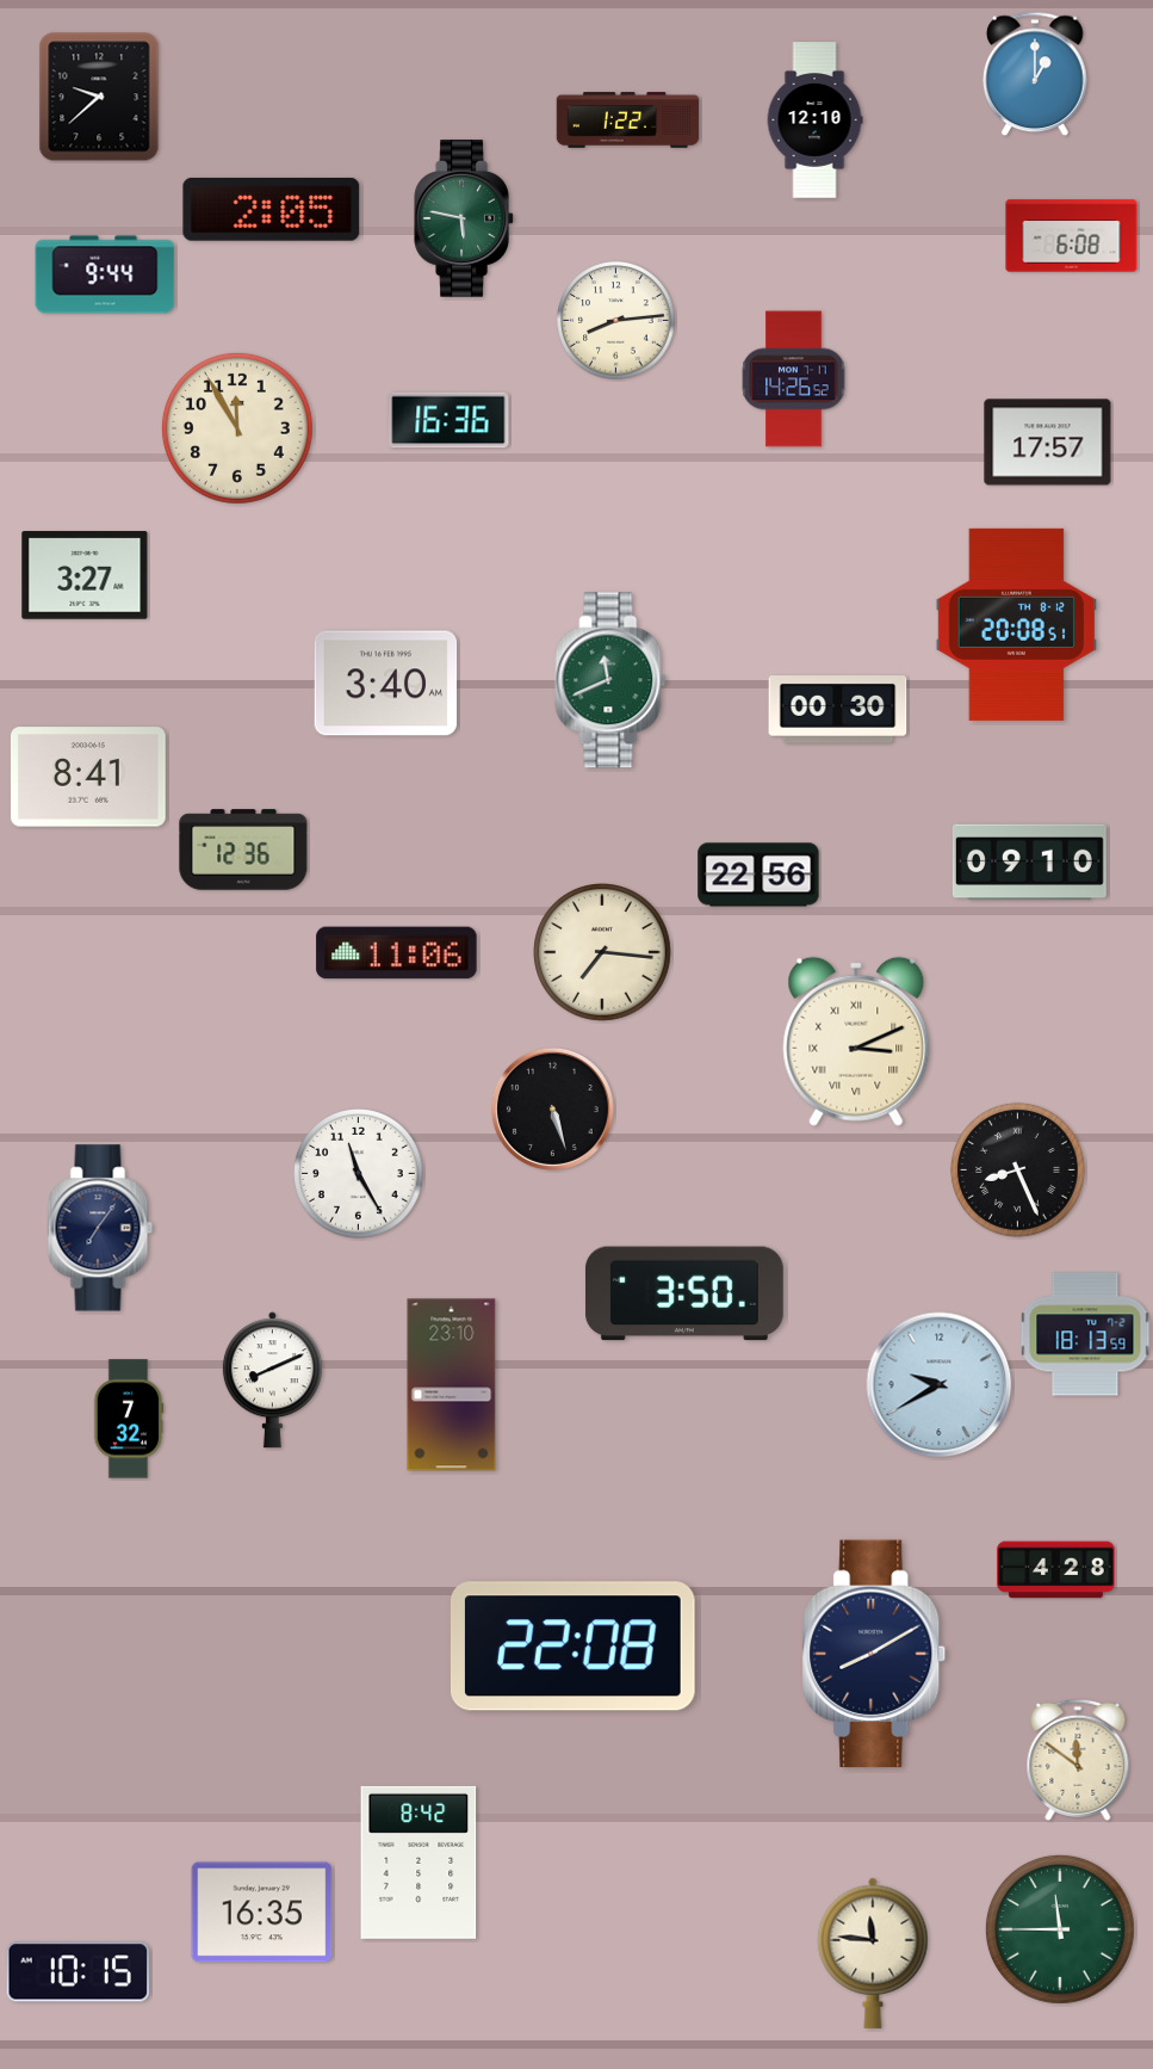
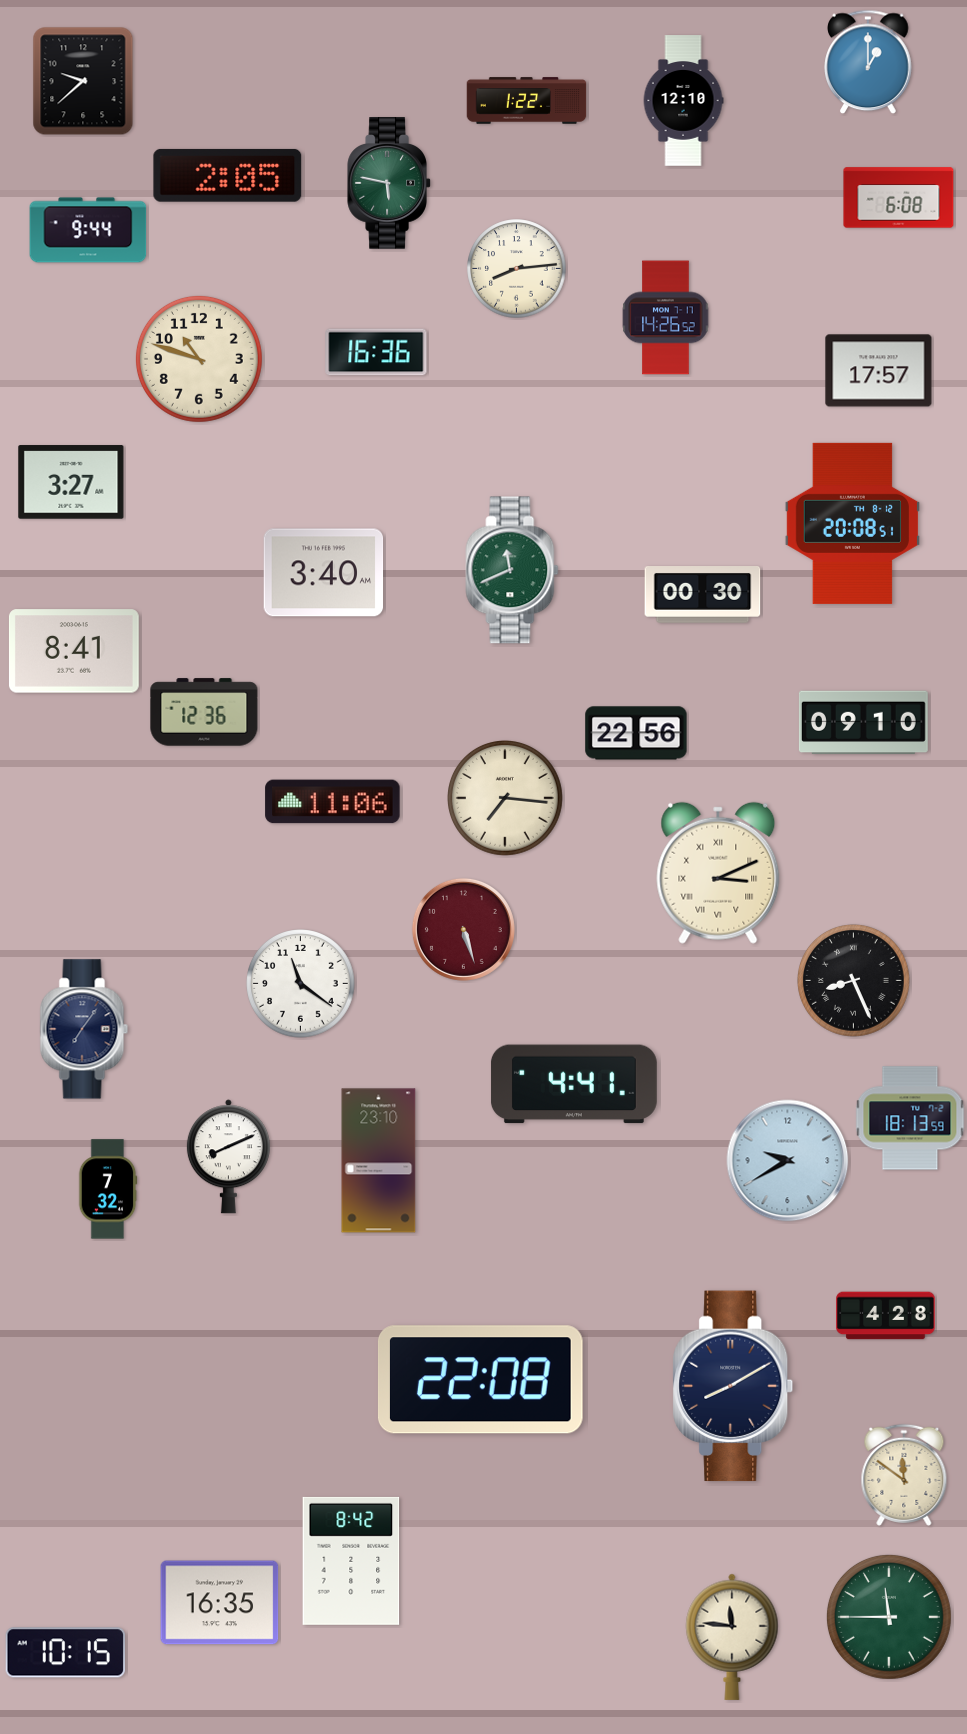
clock at (237, 428): 11:55 -> 10:48
clock at (397, 953) position: (397, 953) -> (333, 802)
clock at (552, 1108) dial: black -> burgundy
clock at (359, 1174): 11:25 -> 11:21
clock at (684, 1293): 3:50 -> 4:41
